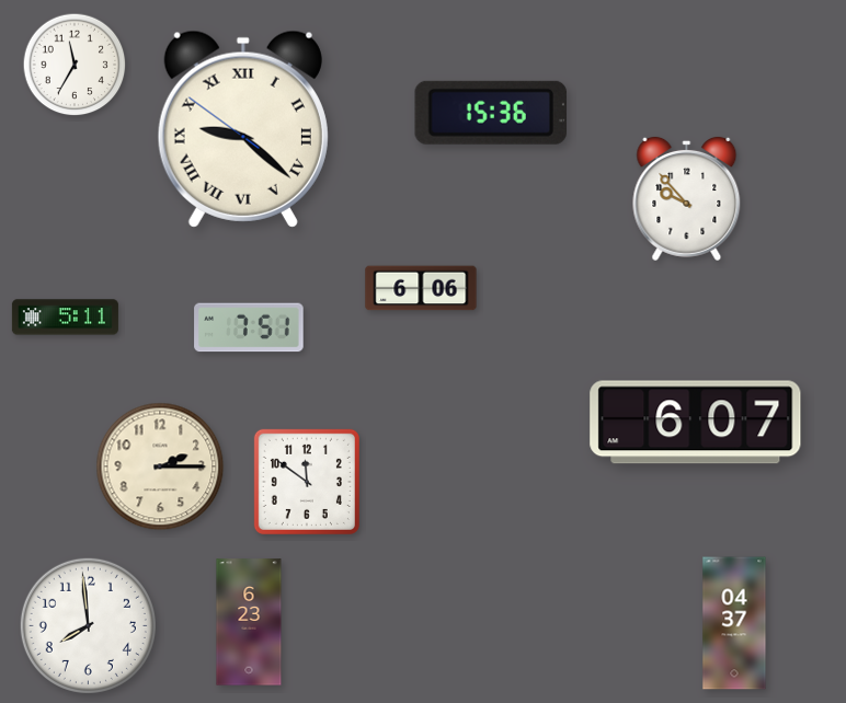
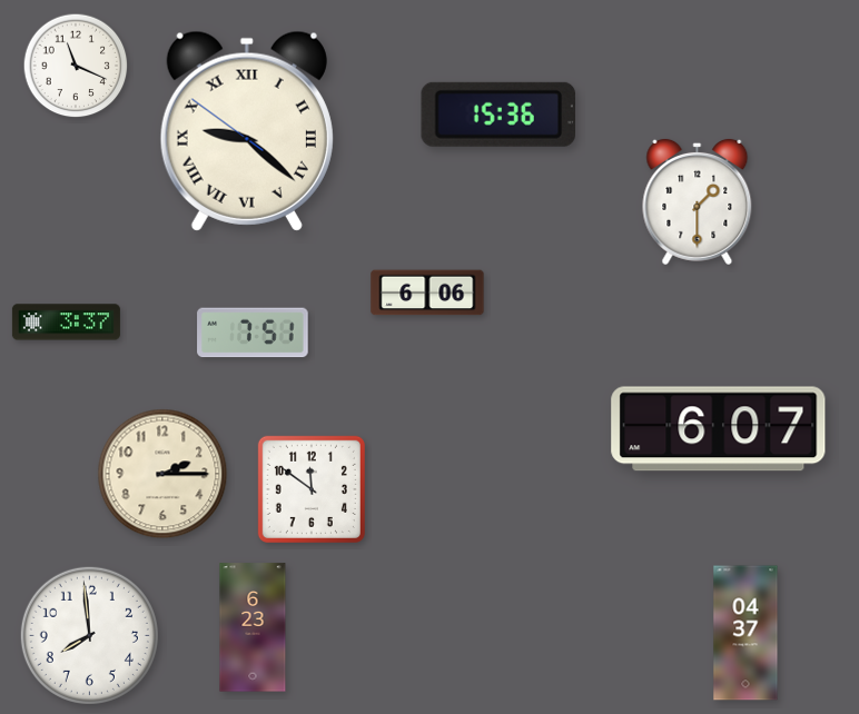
clock at (75, 65): 11:35 -> 11:19
clock at (687, 198): 9:53 -> 1:30
clock at (65, 318): 5:11 -> 3:37
clock at (696, 423) position: (696, 423) -> (719, 429)
clock at (249, 622) position: (249, 622) -> (253, 627)
